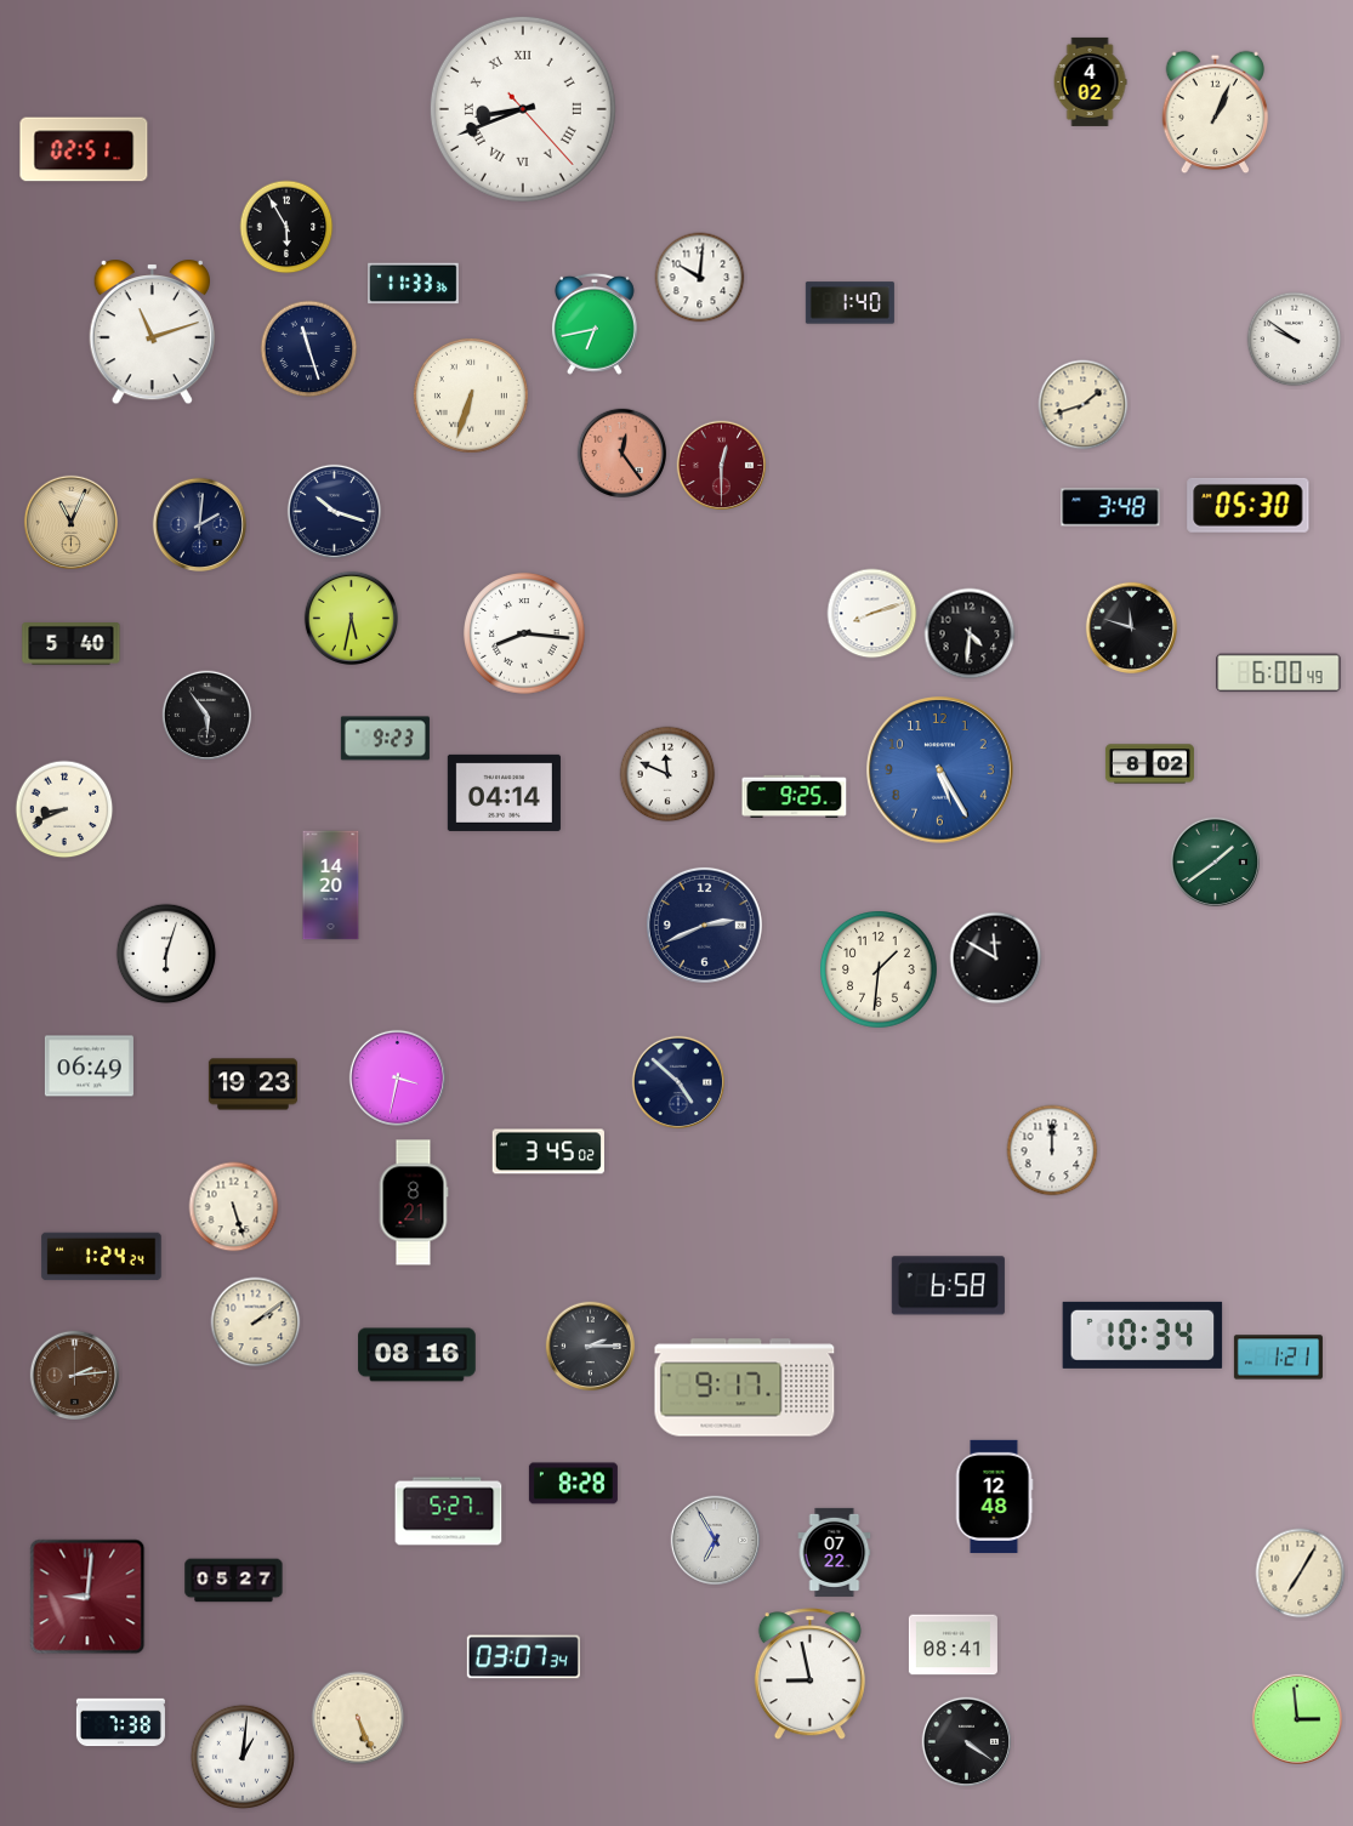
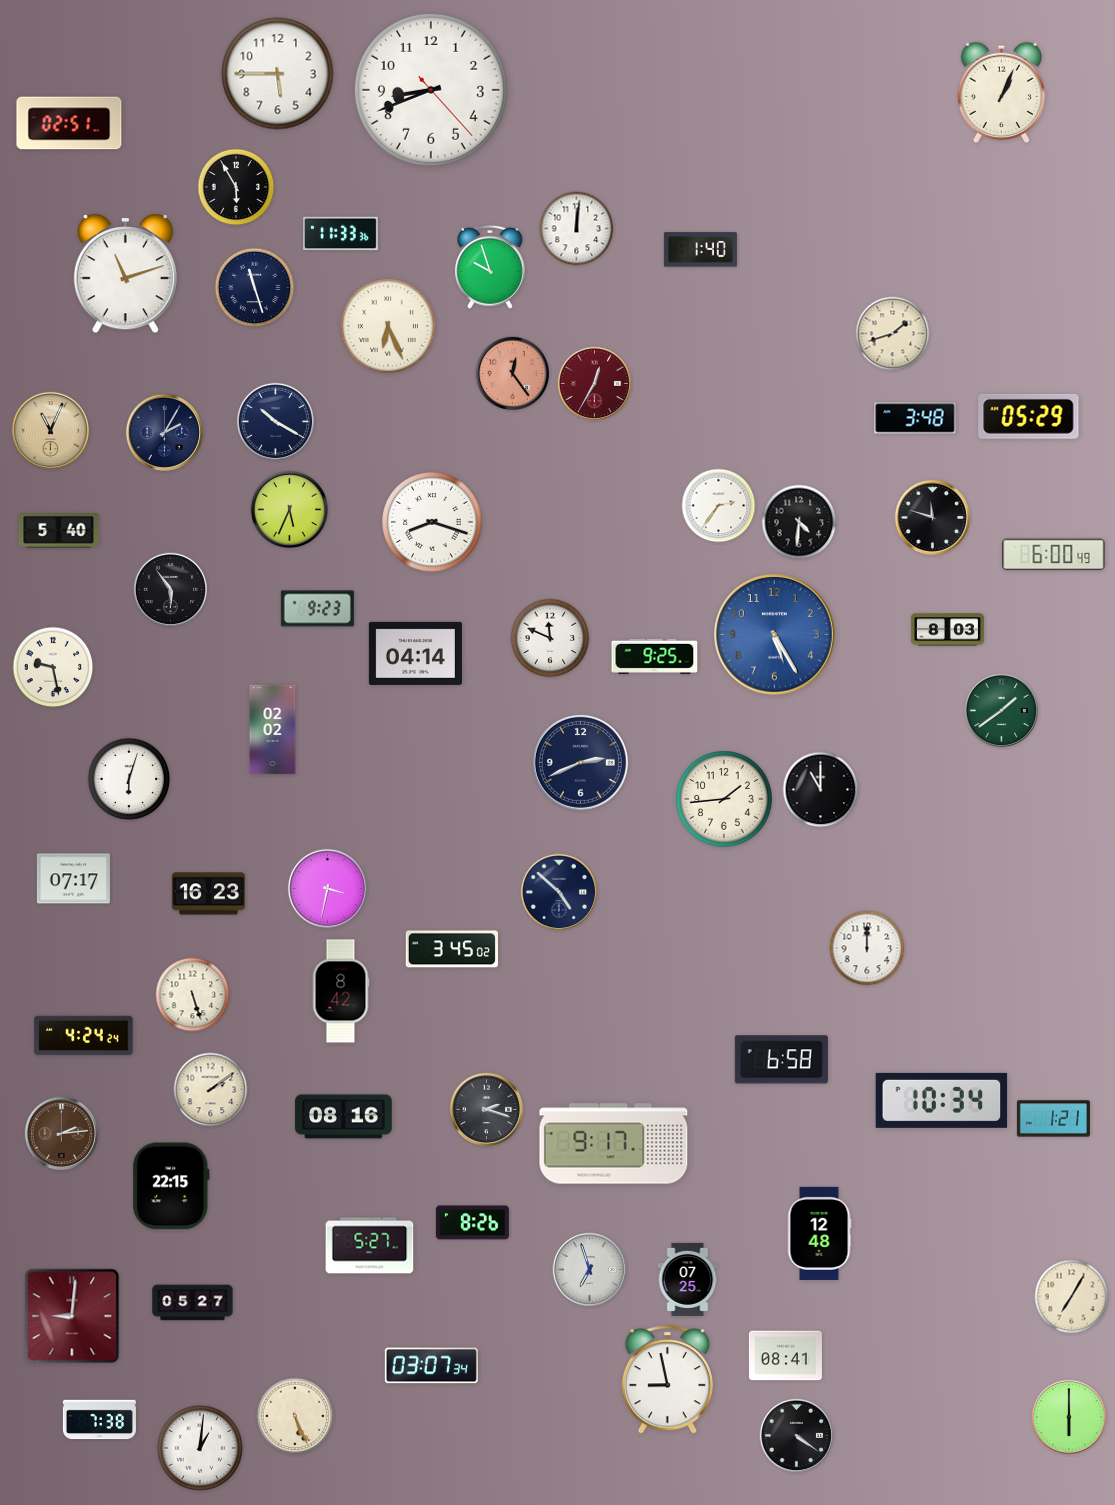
clock at (1090, 81): 4:02 -> none
clock at (278, 74): none -> 5:45
clock at (523, 109) numerals: Roman -> Arabic
clock at (700, 278): 10:01 -> 12:01
clock at (595, 324): 6:43 -> 9:57
clock at (1295, 340): 9:51 -> none
clock at (471, 396): 6:33 -> 6:26
clock at (722, 466): 12:30 -> 12:35
clock at (1249, 505): 05:30 -> 05:29
clock at (334, 511): 10:18 -> 10:20
clock at (70, 522) position: (70, 522) -> (50, 430)
clock at (199, 524): 2:01 -> 2:05
clock at (872, 614): 8:12 -> 2:36
clock at (351, 618): 5:32 -> 5:34
clock at (524, 633): 8:16 -> 8:18
clock at (1149, 764): 8:02 -> 8:03
clock at (64, 809): 8:41 -> 9:28
clock at (331, 886): 14:20 -> 02:02
clock at (166, 954) position: (166, 954) -> (129, 779)
clock at (996, 958): 11:50 -> 11:00
clock at (880, 971): 1:31 -> 1:44
clock at (89, 1066): 06:49 -> 07:17
clock at (252, 1085): 19:23 -> 16:23
clock at (414, 1202): 8:21 -> 8:42
clock at (102, 1257): 1:24 -> 4:24
clock at (591, 1347): 2:15 -> 2:18
clock at (171, 1186): none -> 22:15
clock at (573, 1484): 8:28 -> 8:26
clock at (716, 1541): 6:55 -> 6:57
clock at (835, 1552): 07:22 -> 07:25
clock at (1297, 1719): 2:59 -> 6:00
